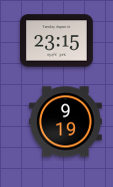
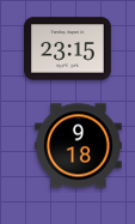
clock at (66, 122): 9:19 -> 9:18
